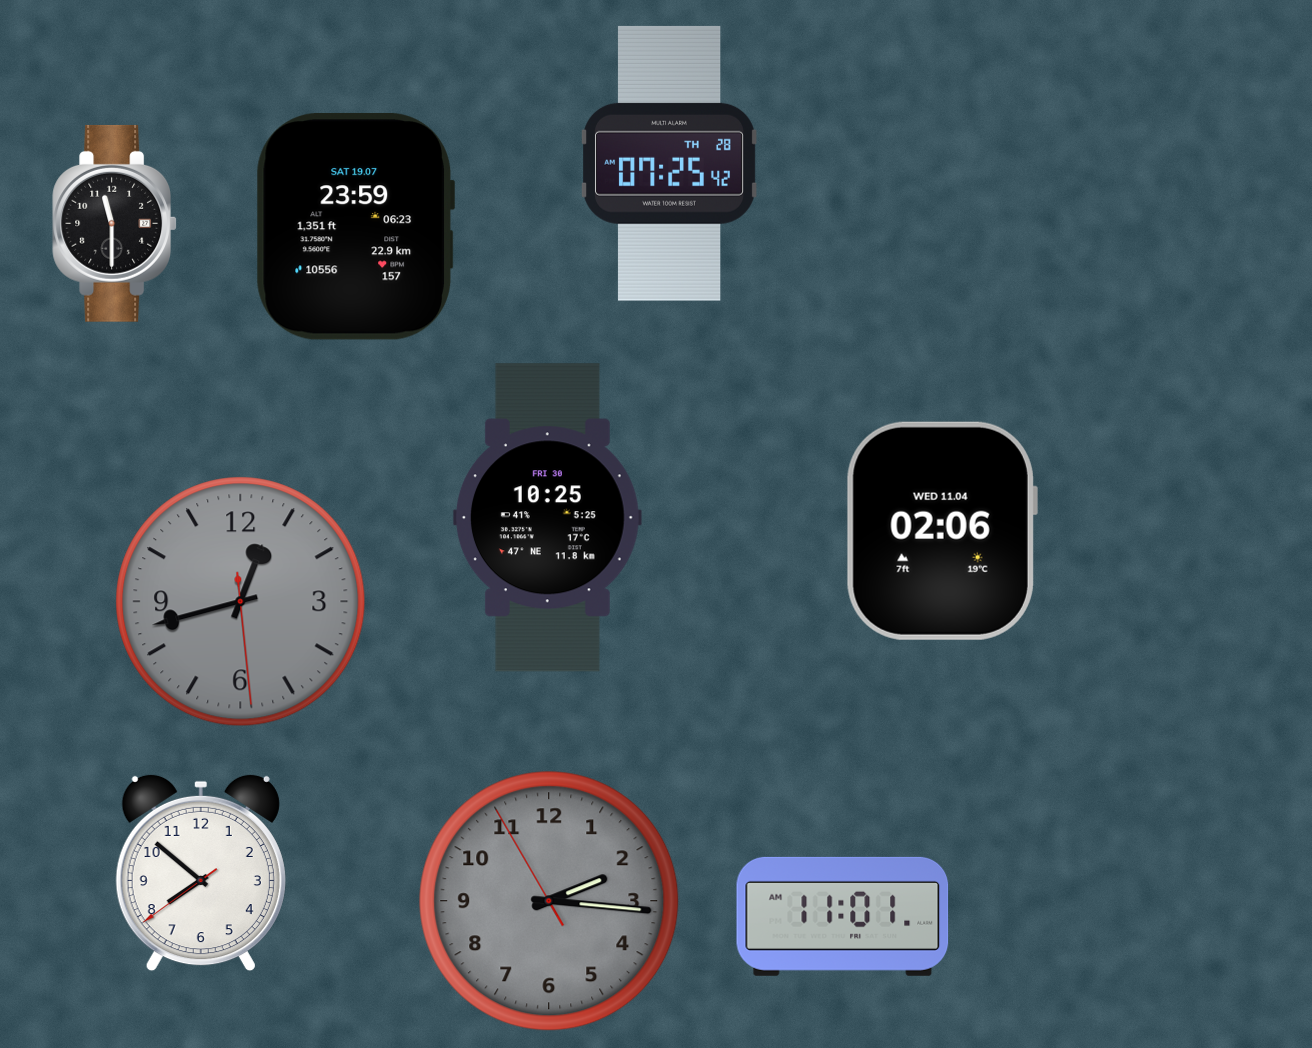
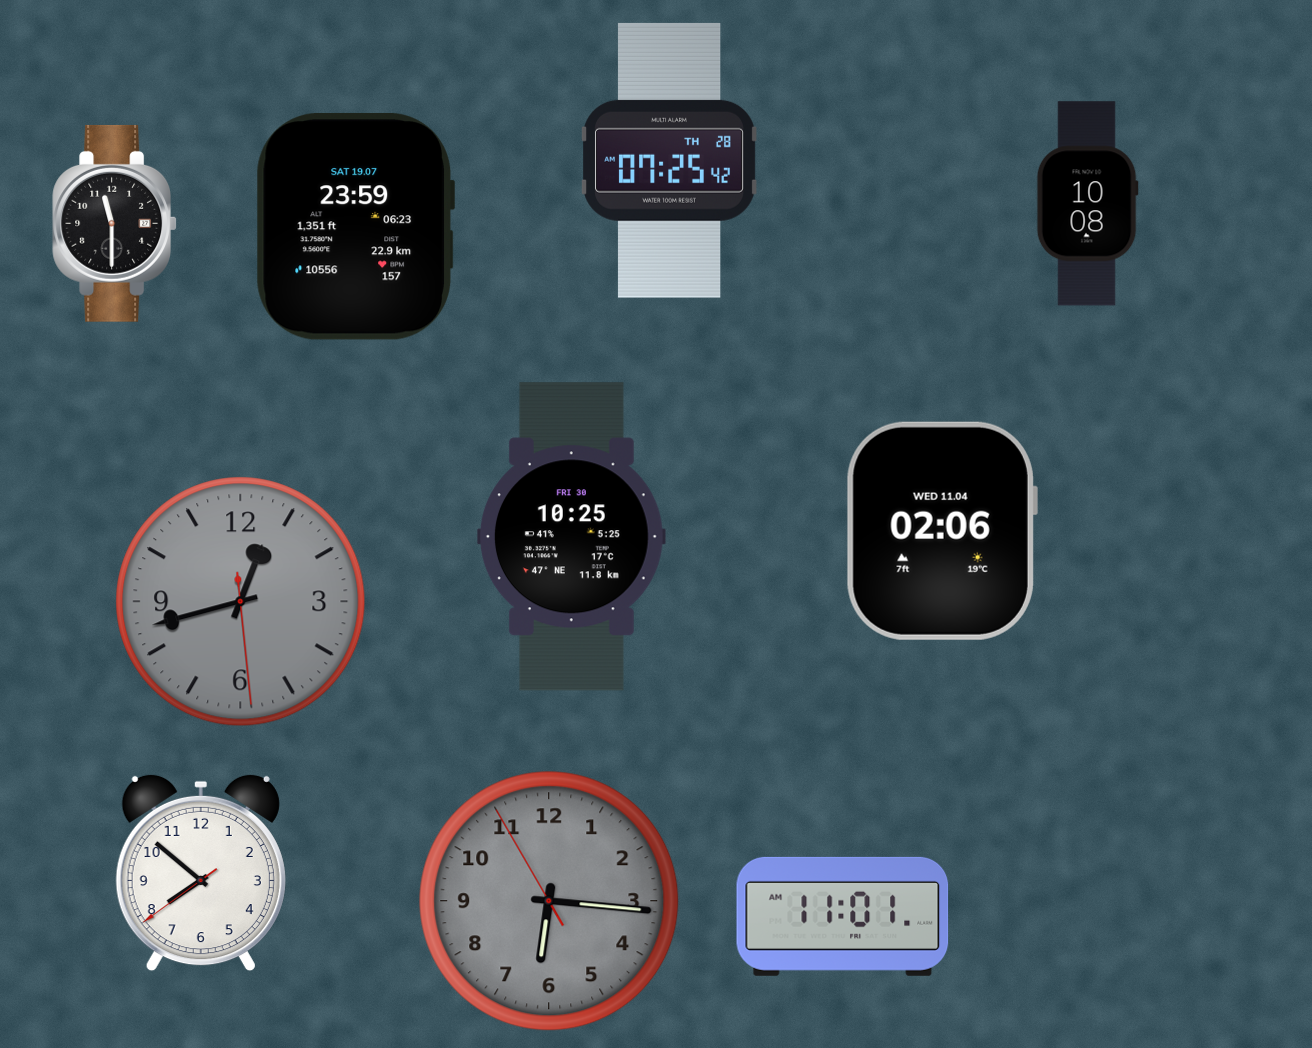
clock at (669, 163) position: (669, 163) -> (669, 160)
clock at (1087, 204): none -> 10:08
clock at (547, 518) position: (547, 518) -> (571, 537)
clock at (549, 901): 2:15 -> 6:15
